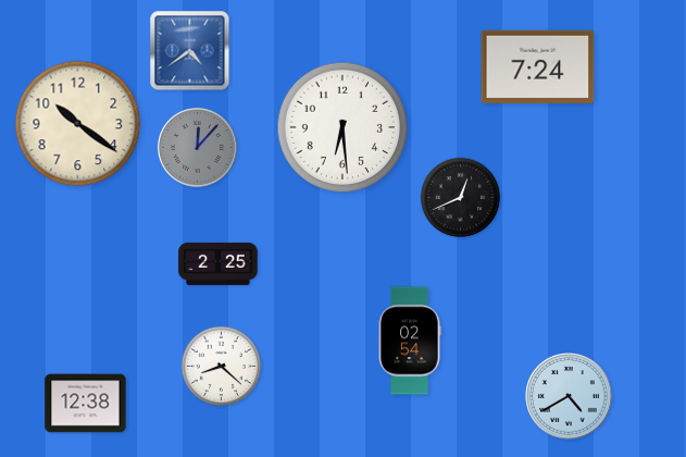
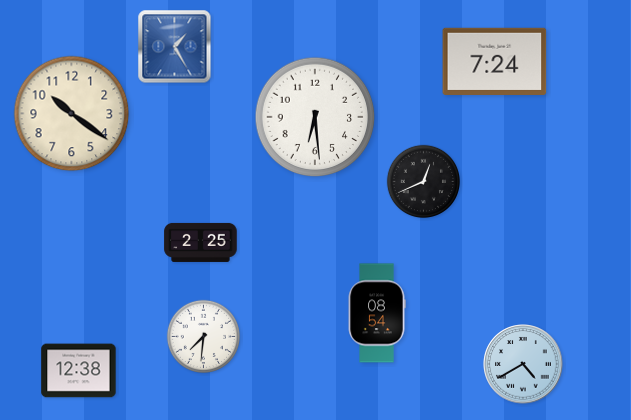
clock at (190, 51): 4:39 -> 1:25
clock at (198, 148): 12:07 -> none
clock at (410, 341): 02:54 -> 08:54
clock at (221, 366): 8:22 -> 7:31
